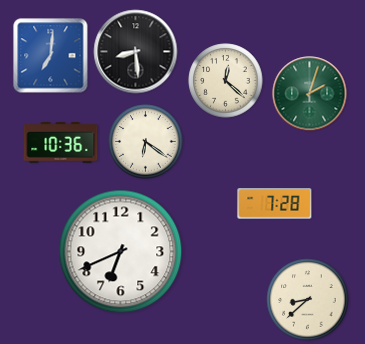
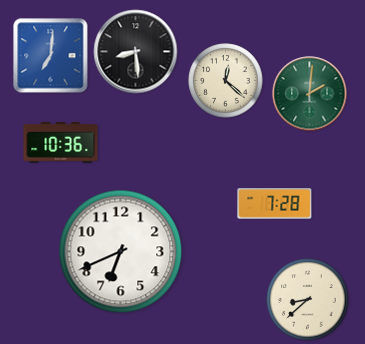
clock at (310, 94): 2:03 -> 2:01
clock at (146, 142): 6:21 -> none
